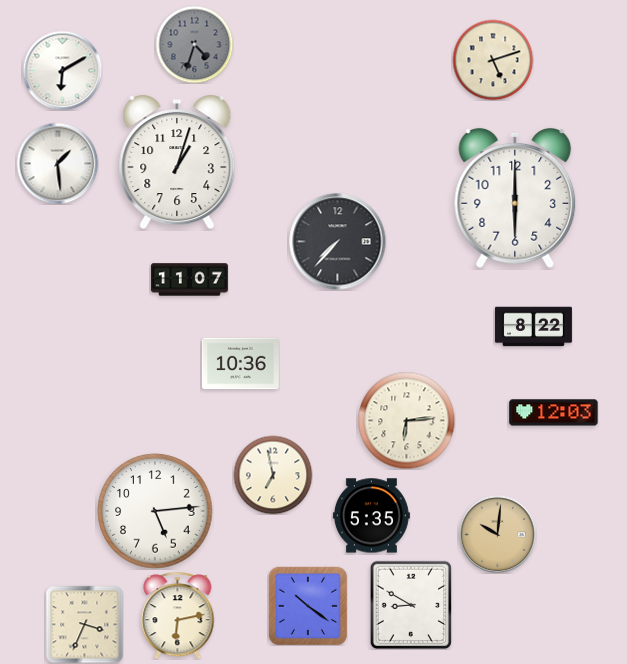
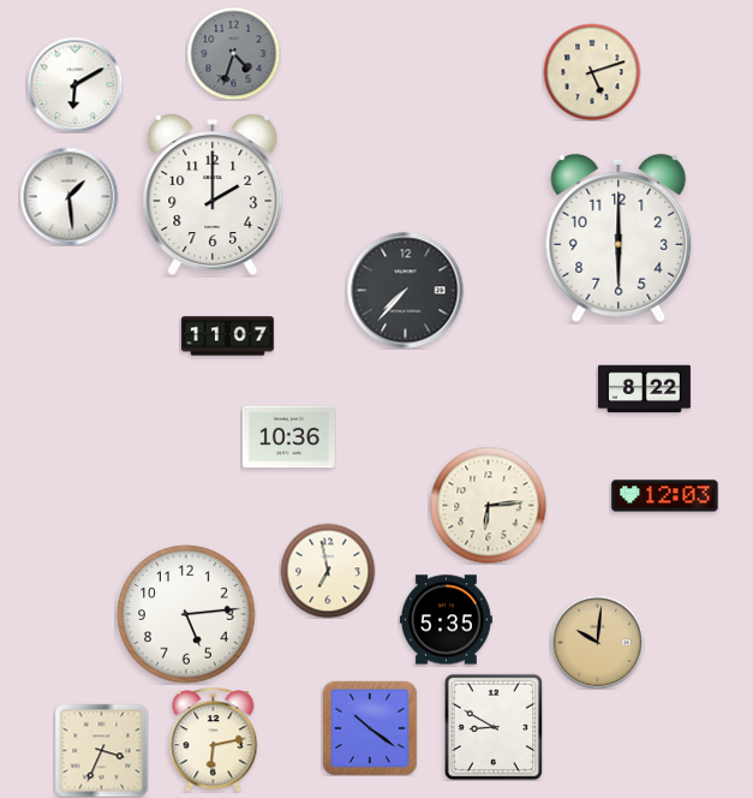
clock at (177, 163): 1:03 -> 2:00
clock at (533, 327) position: (533, 327) -> (644, 389)
